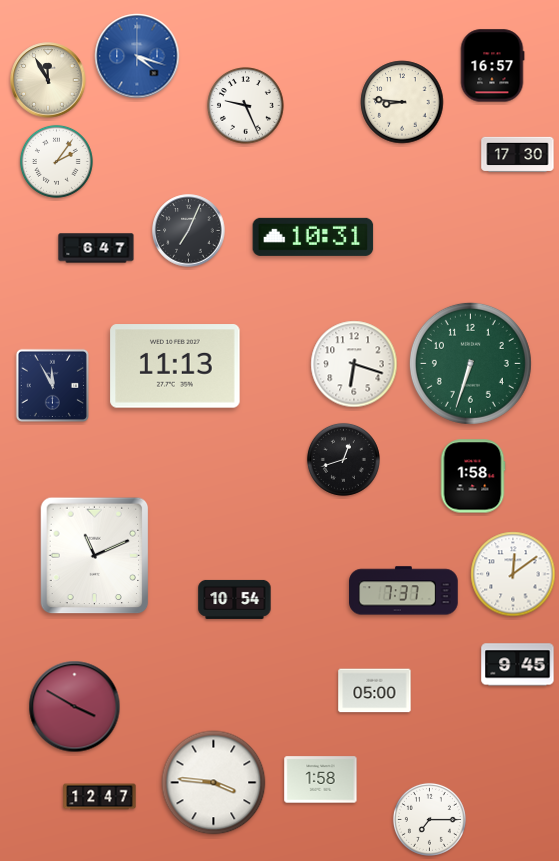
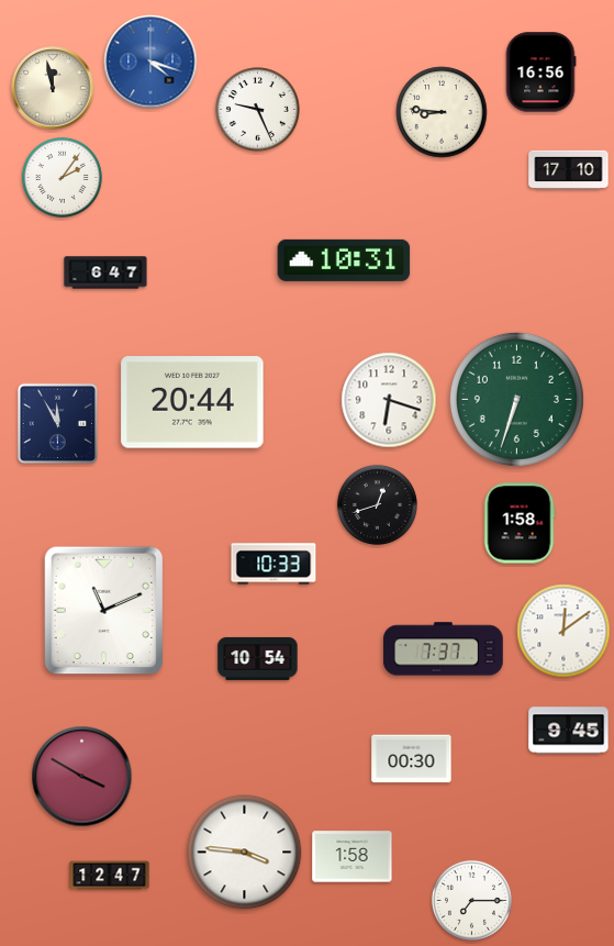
clock at (492, 66): 16:57 -> 16:56
clock at (48, 80): 11:55 -> 11:58
clock at (246, 106) position: (246, 106) -> (258, 110)
clock at (518, 155): 17:30 -> 17:10
clock at (189, 231): 7:04 -> none
clock at (175, 366): 11:13 -> 20:44
clock at (273, 564): none -> 10:33
clock at (375, 691): 05:00 -> 00:30
clock at (214, 783) position: (214, 783) -> (245, 853)
